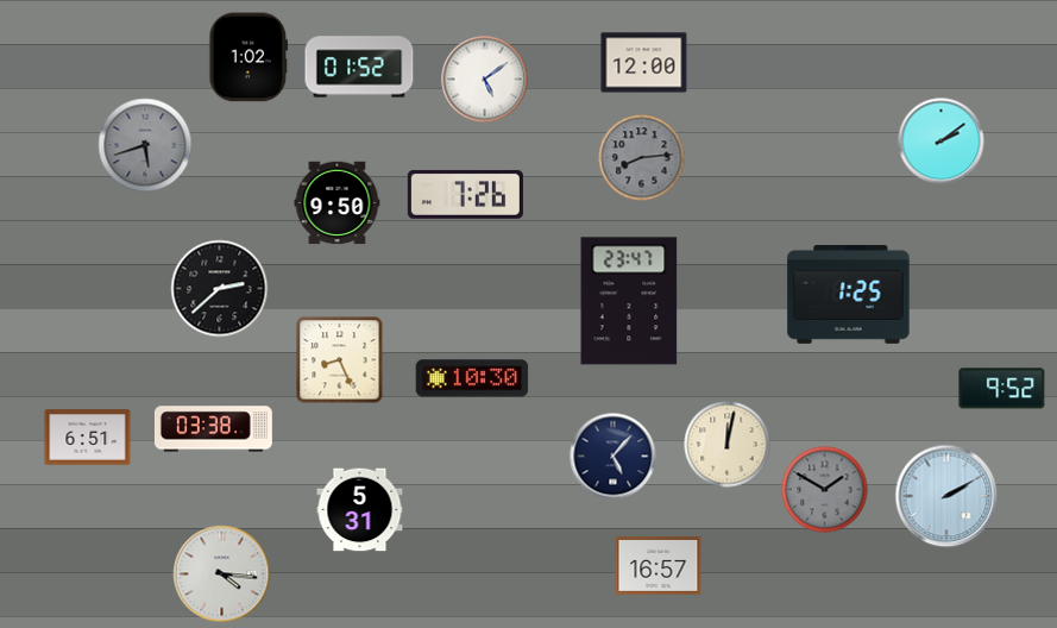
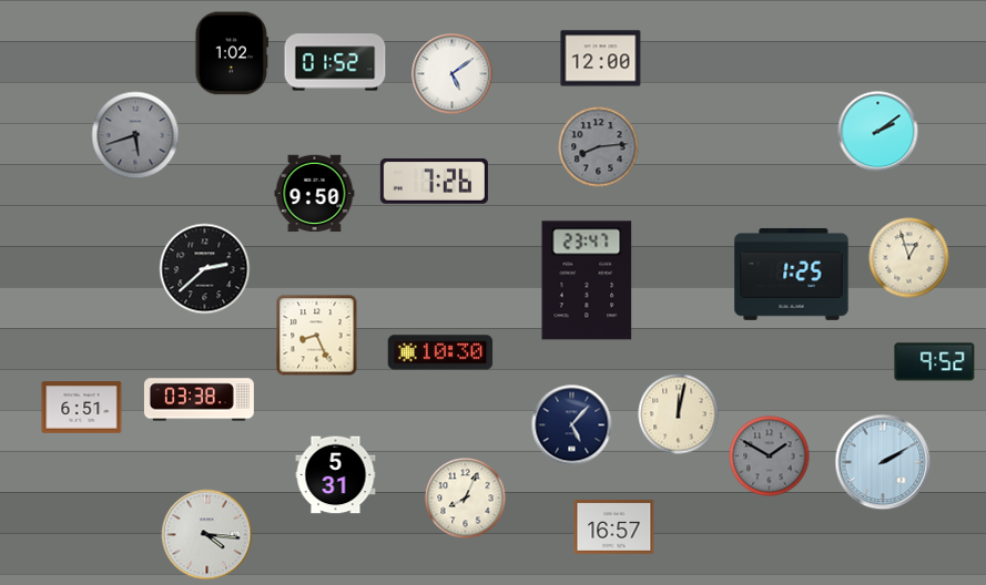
clock at (338, 203) position: (338, 203) -> (315, 194)
clock at (909, 258): none -> 12:57
clock at (466, 499): none -> 8:04
